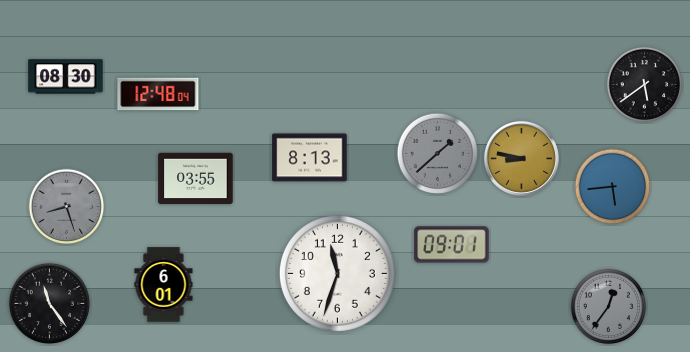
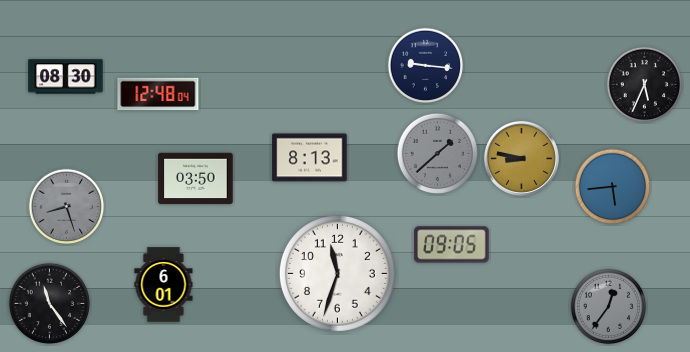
clock at (426, 66): none -> 9:16
clock at (645, 85): 5:39 -> 5:34
clock at (196, 179): 03:55 -> 03:50
clock at (452, 245): 09:01 -> 09:05
